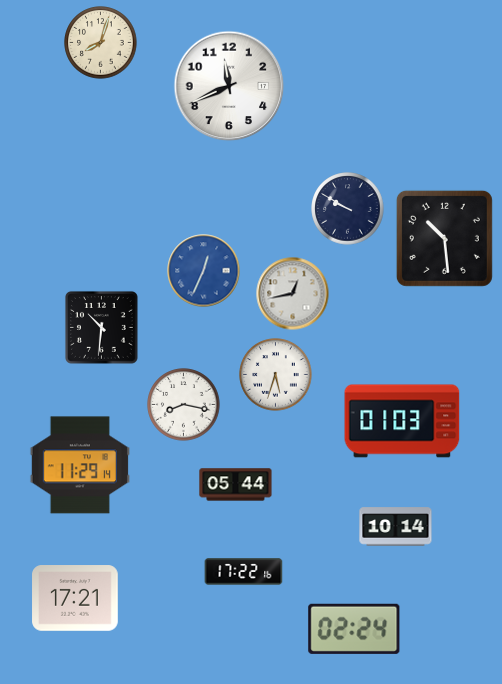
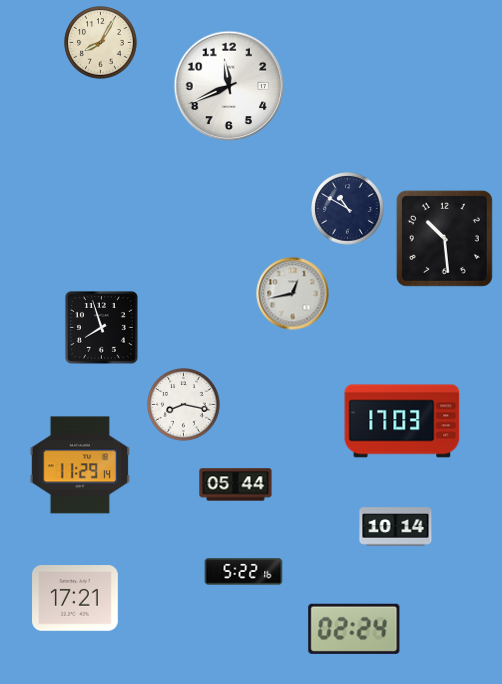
clock at (101, 43): 8:03 -> 8:05
clock at (348, 209): 9:50 -> 10:50
clock at (204, 271): 12:34 -> none
clock at (102, 328): 10:31 -> 7:57
clock at (276, 375): 5:33 -> none
clock at (402, 421): 01:03 -> 17:03
clock at (244, 572): 17:22 -> 5:22
